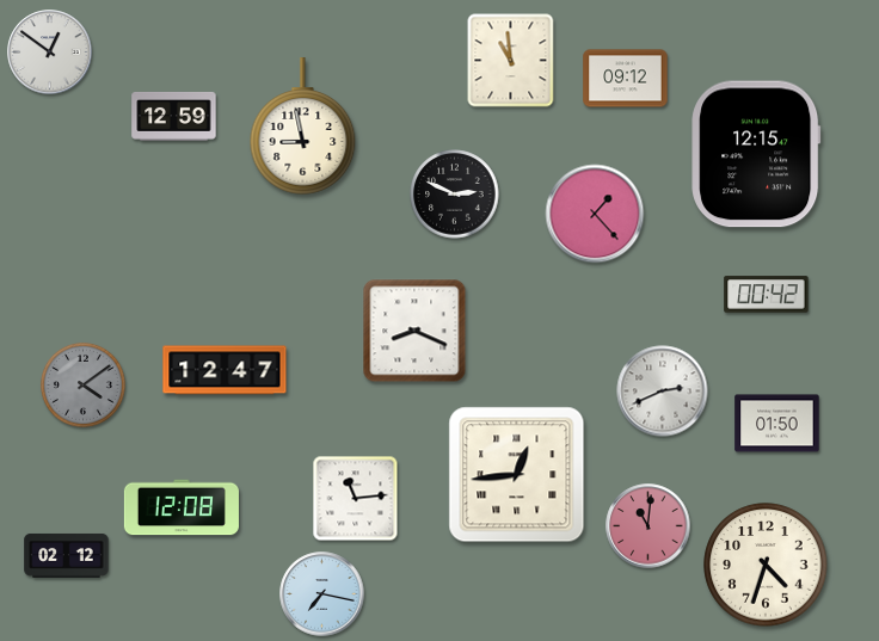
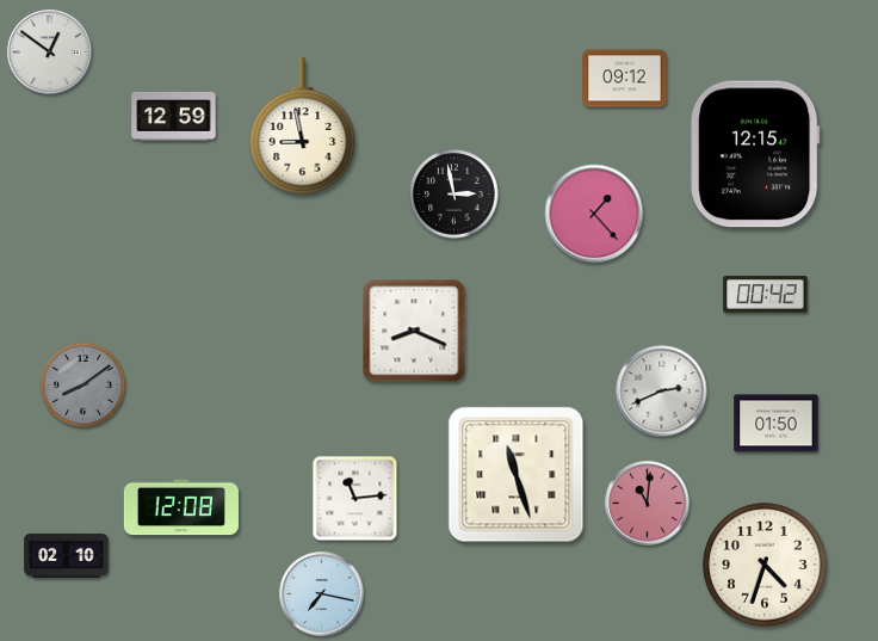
clock at (511, 61): 10:59 -> none
clock at (455, 195): 2:49 -> 2:58
clock at (225, 370): 12:47 -> none
clock at (82, 384): 4:09 -> 8:09
clock at (517, 475): 12:44 -> 11:27
clock at (649, 526) position: (649, 526) -> (648, 504)
clock at (67, 555): 02:12 -> 02:10
